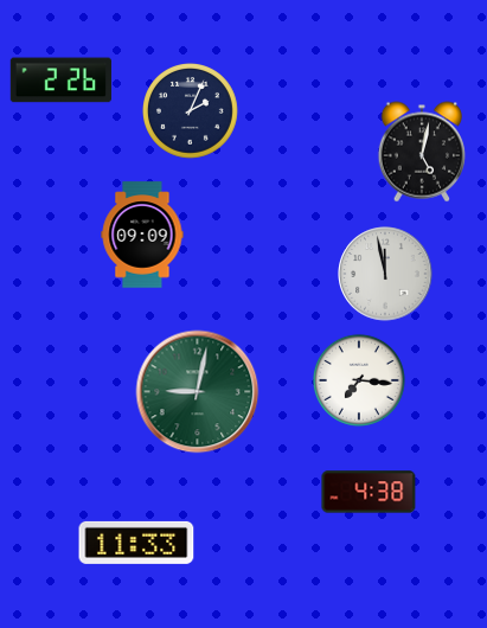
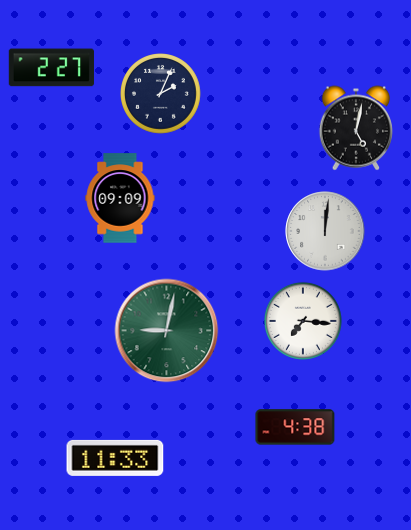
clock at (60, 81): 2:26 -> 2:27
clock at (385, 274): 11:58 -> 12:01
clock at (369, 492) position: (369, 492) -> (295, 427)
